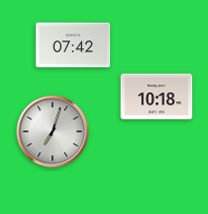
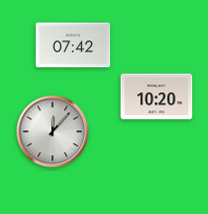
clock at (157, 97): 10:18 -> 10:20
clock at (53, 132): 7:03 -> 12:07
